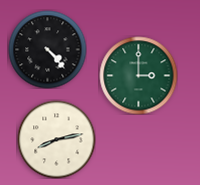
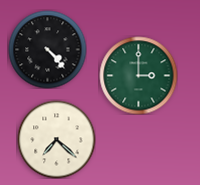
clock at (56, 139): 8:13 -> 7:22
